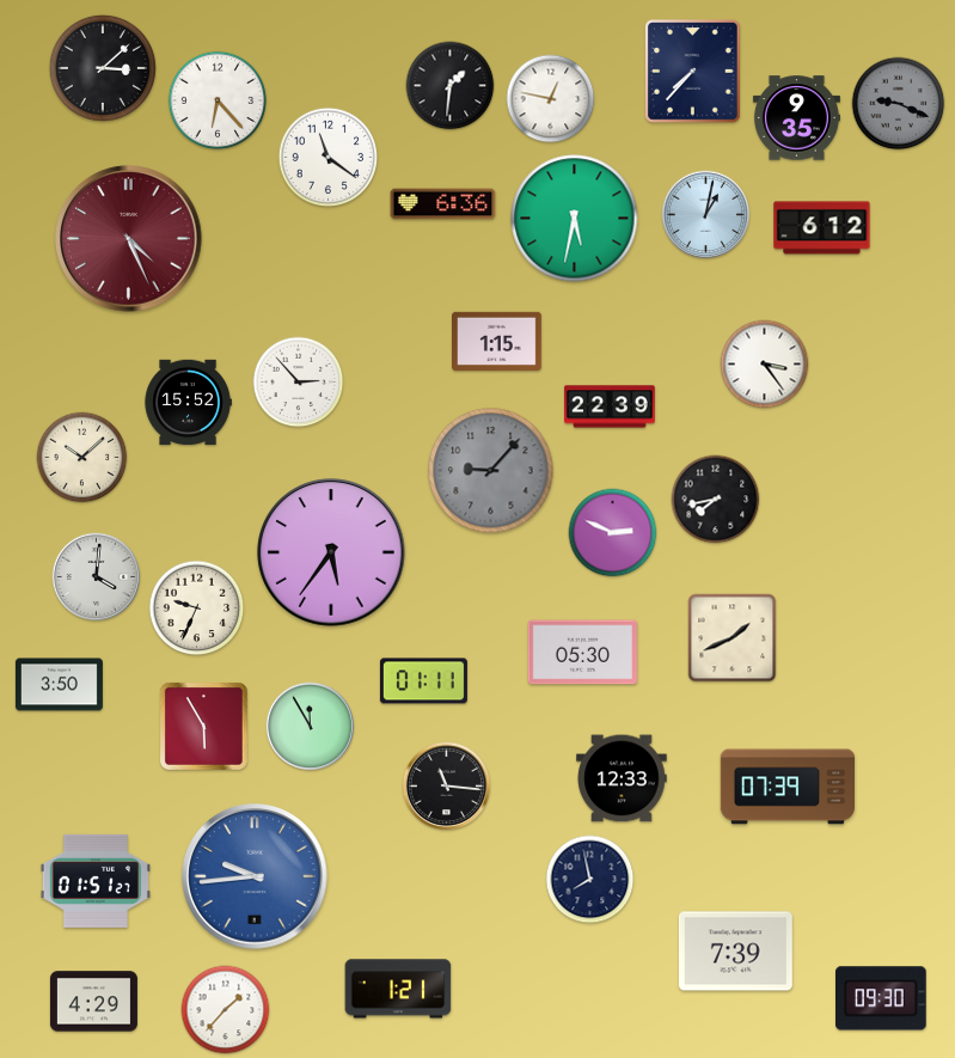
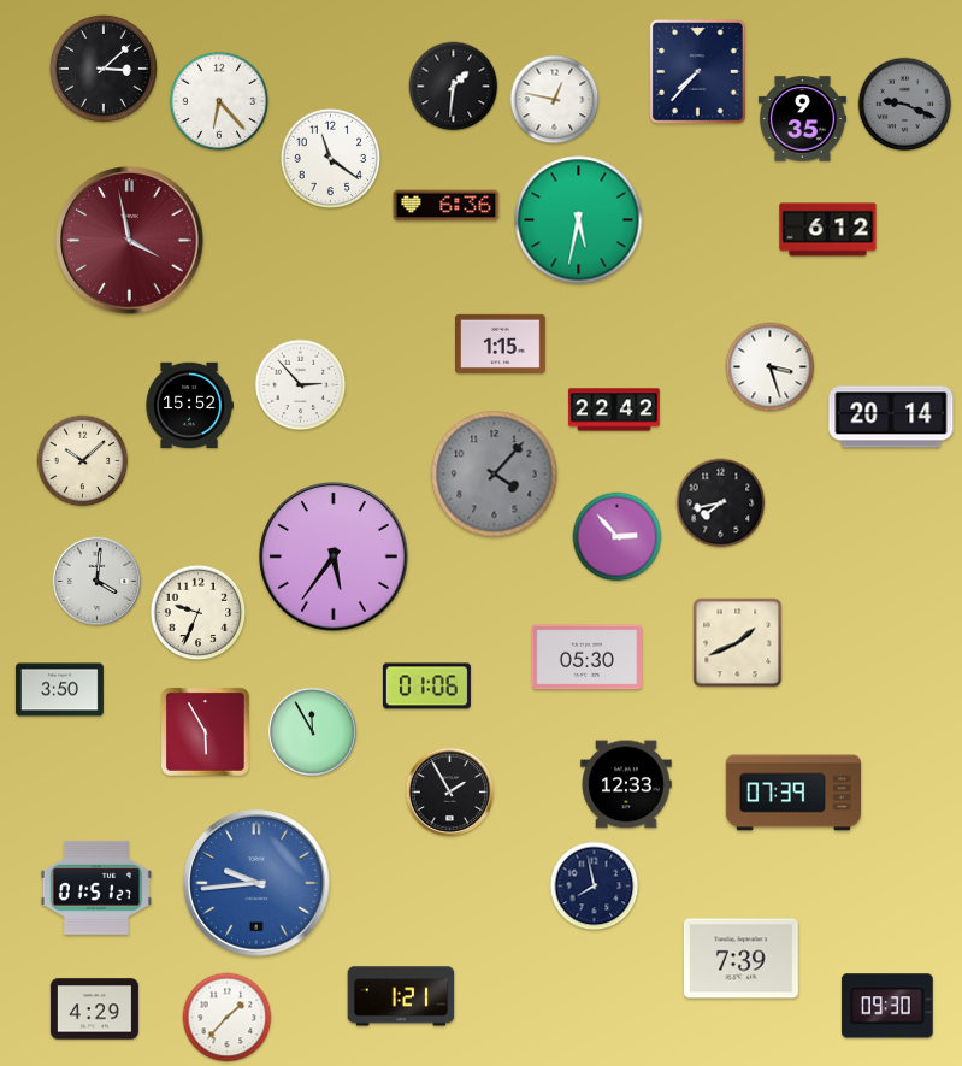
clock at (705, 214): 1:02 -> none
clock at (129, 239): 4:26 -> 3:58
clock at (765, 365): 3:24 -> 3:27
clock at (610, 406): 22:39 -> 22:42
clock at (891, 417): none -> 20:14
clock at (491, 471): 9:07 -> 4:07
clock at (613, 533): 2:49 -> 2:53
clock at (423, 681): 01:11 -> 01:06
clock at (446, 785): 11:16 -> 1:55
